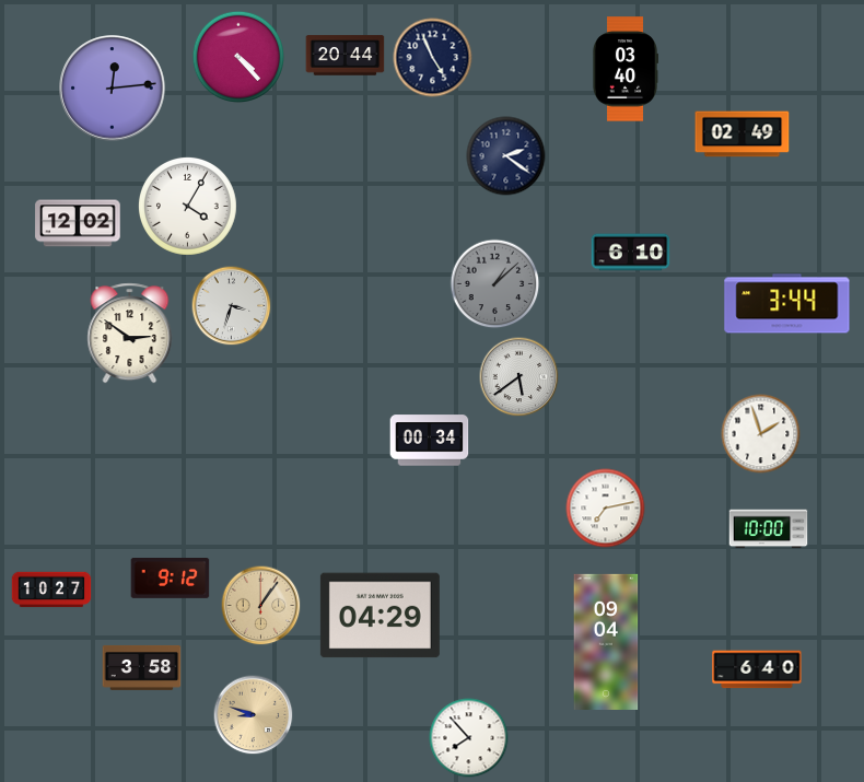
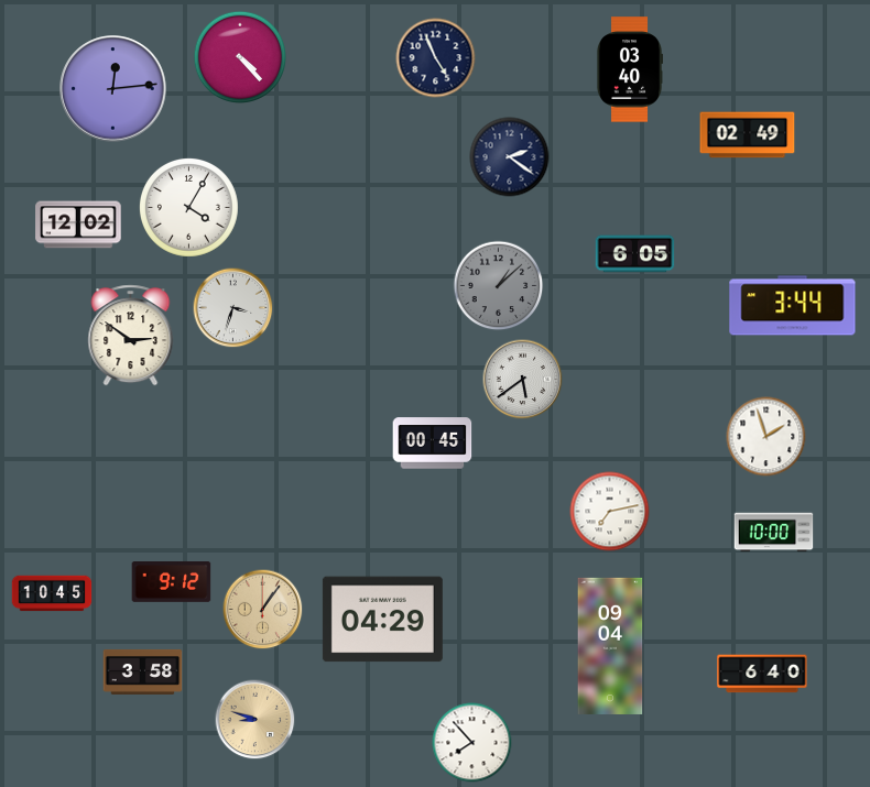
clock at (346, 56): 20:44 -> none
clock at (631, 253): 6:10 -> 6:05
clock at (430, 441): 00:34 -> 00:45
clock at (51, 590): 10:27 -> 10:45
